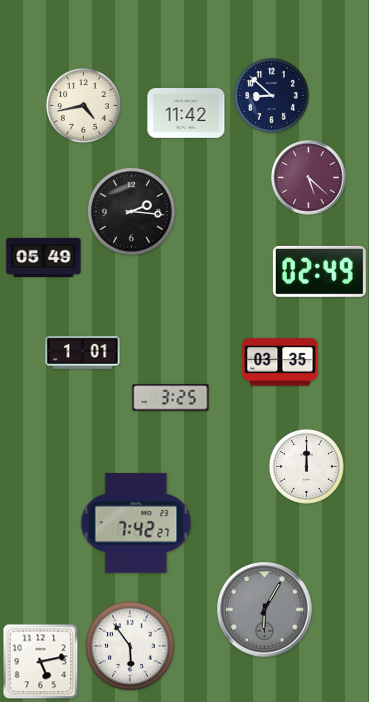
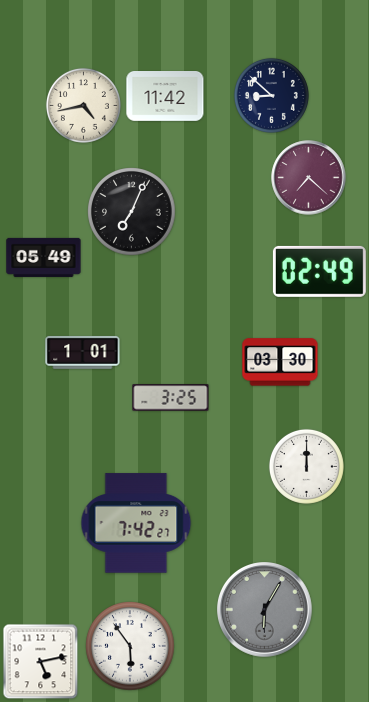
clock at (186, 114) position: (186, 114) -> (165, 97)
clock at (309, 178): 5:22 -> 7:22
clock at (132, 212): 2:16 -> 7:04
clock at (280, 362): 03:35 -> 03:30
